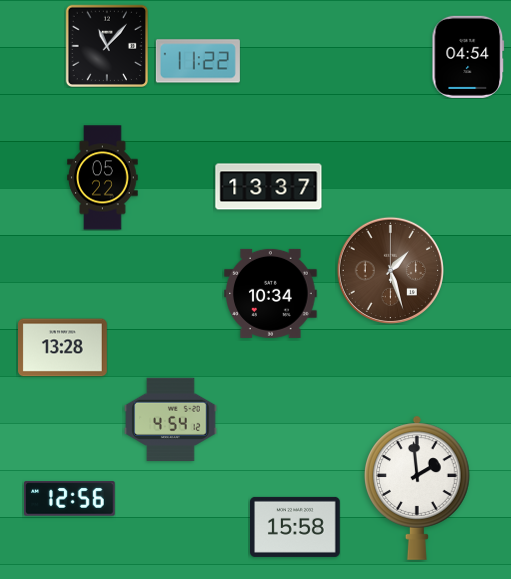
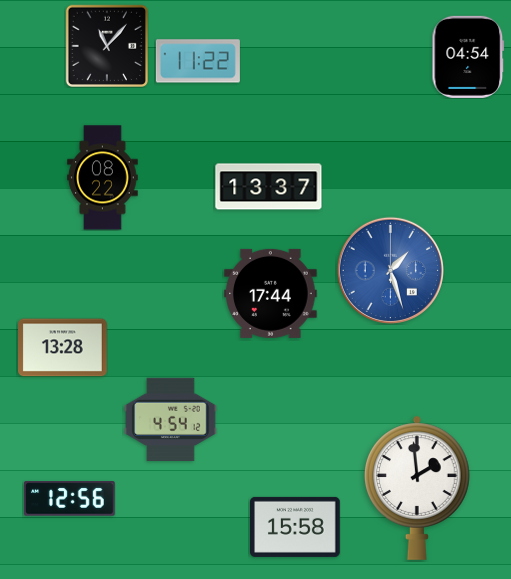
clock at (103, 178): 05:22 -> 08:22
clock at (390, 270) dial: brown -> blue
clock at (271, 293): 10:34 -> 17:44
